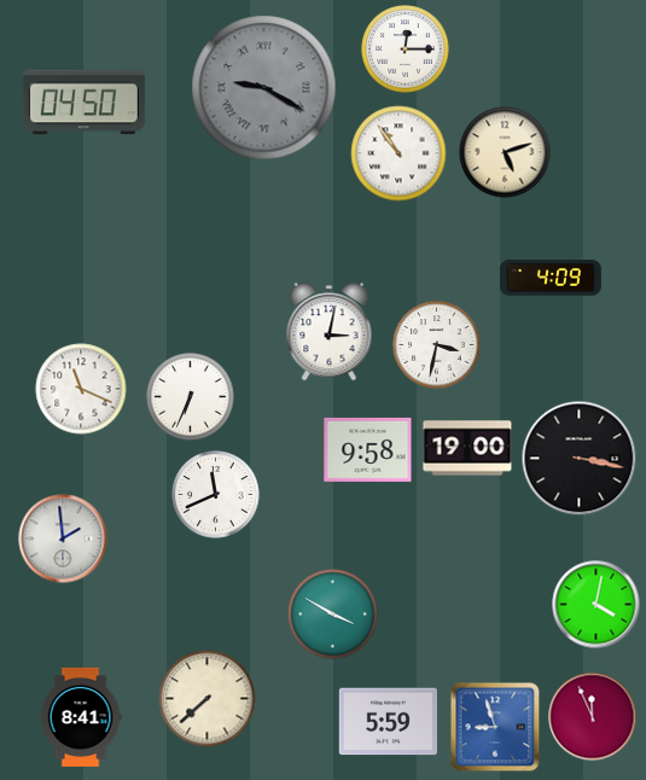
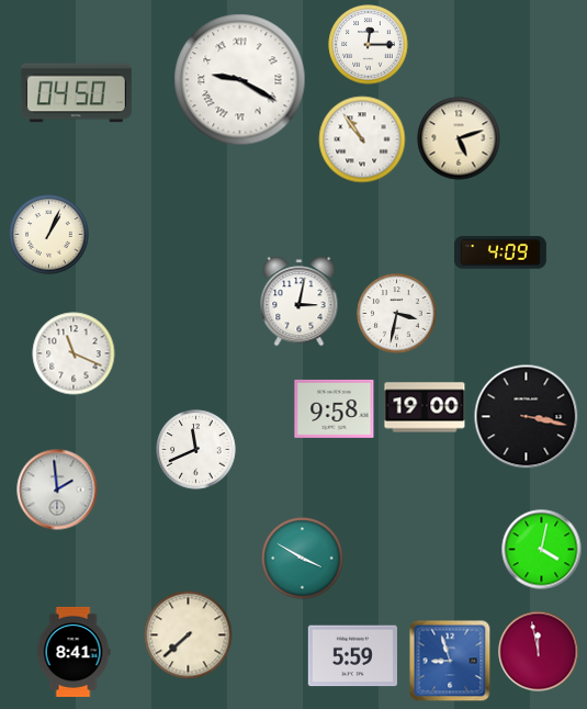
clock at (264, 88) dial: grey -> white
clock at (49, 235): none -> 1:04
clock at (191, 397): 6:34 -> none
clock at (593, 717): 11:56 -> 11:58
